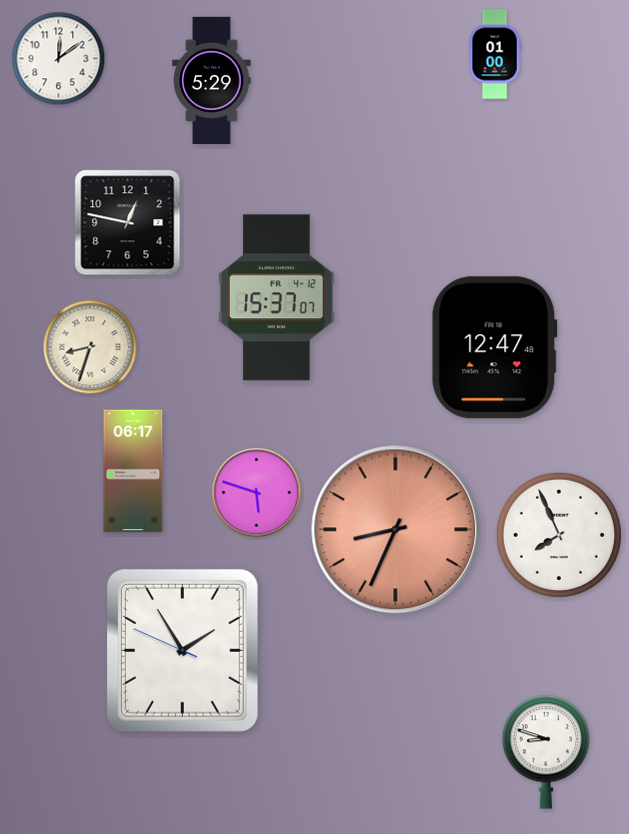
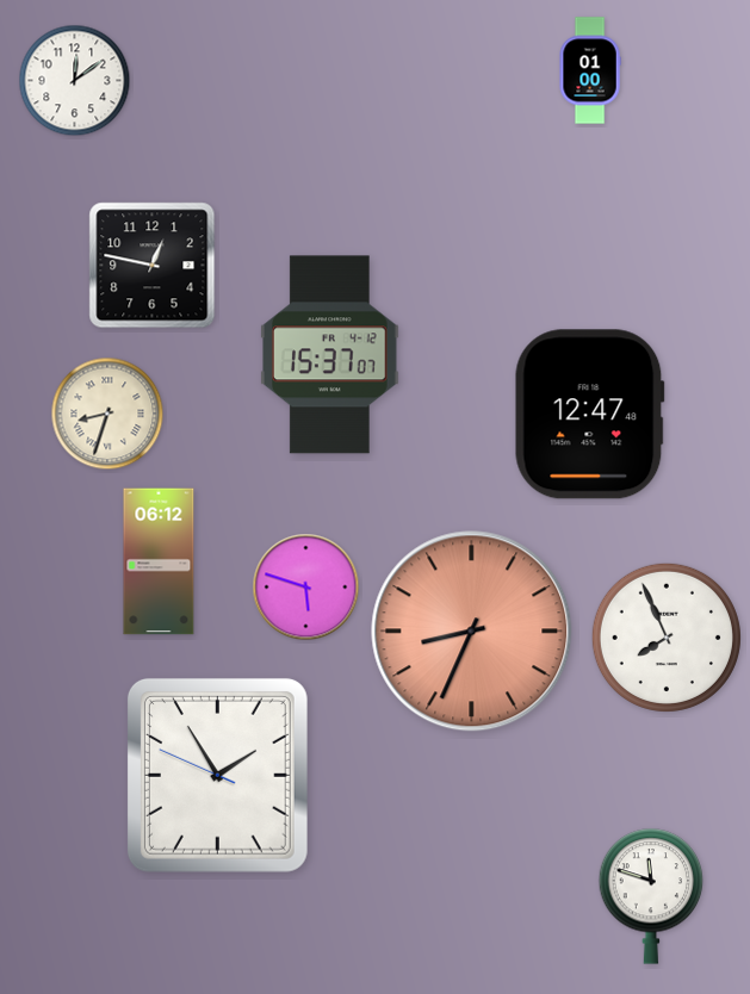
clock at (495, 54) position: (495, 54) -> (590, 70)
clock at (59, 59) position: (59, 59) -> (75, 81)
clock at (212, 80): 5:29 -> none
clock at (133, 471): 06:17 -> 06:12
clock at (546, 752): 8:48 -> 11:48
